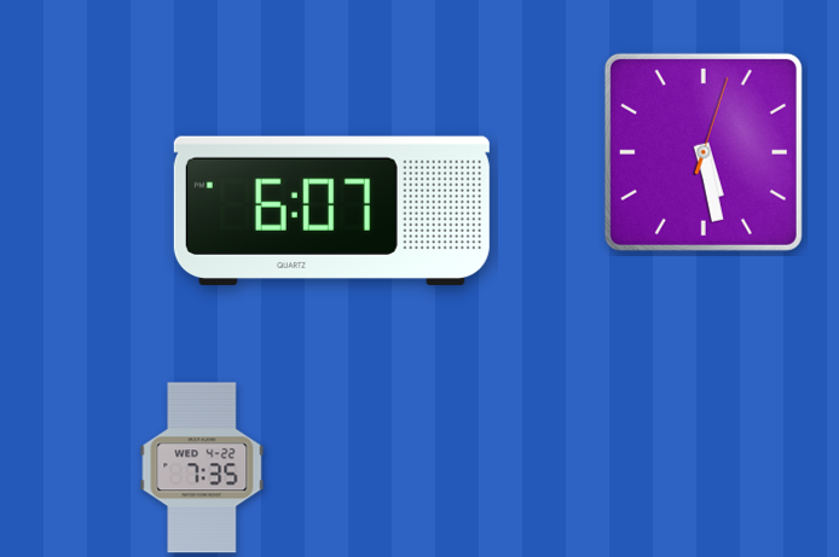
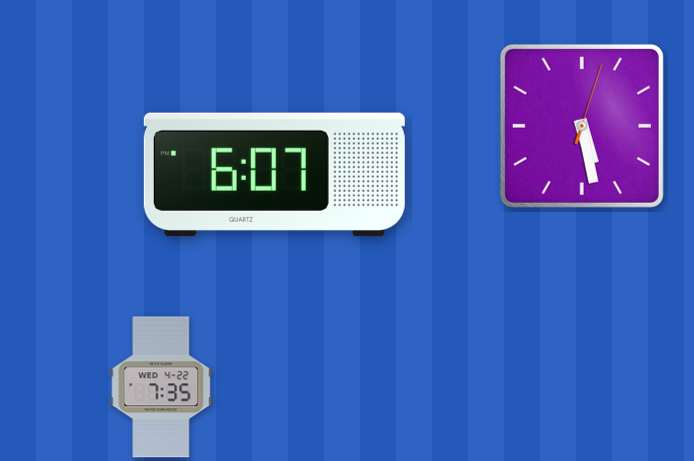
clock at (202, 468) position: (202, 468) -> (161, 387)
